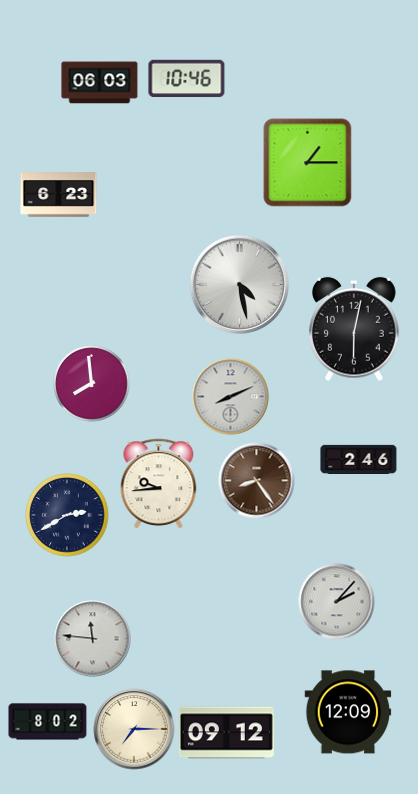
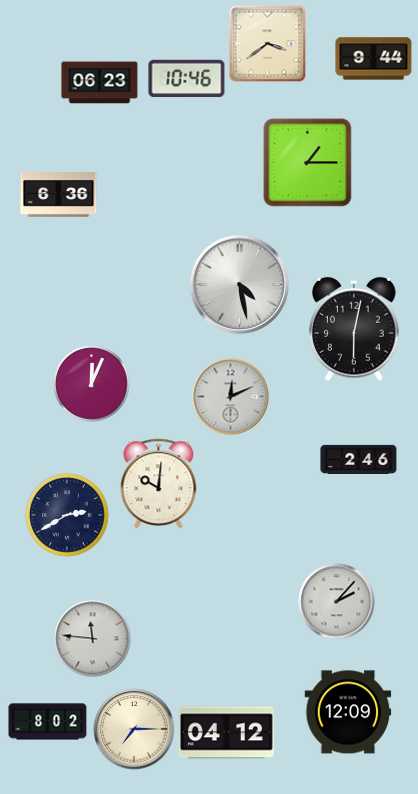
clock at (268, 44): none -> 3:39
clock at (374, 59): none -> 9:44
clock at (100, 83): 06:03 -> 06:23
clock at (59, 195): 6:23 -> 6:36
clock at (92, 384): 7:59 -> 12:04
clock at (231, 397): 8:11 -> 12:11
clock at (257, 481): 8:24 -> none
clock at (159, 484): 9:44 -> 10:01
clock at (226, 733): 09:12 -> 04:12
